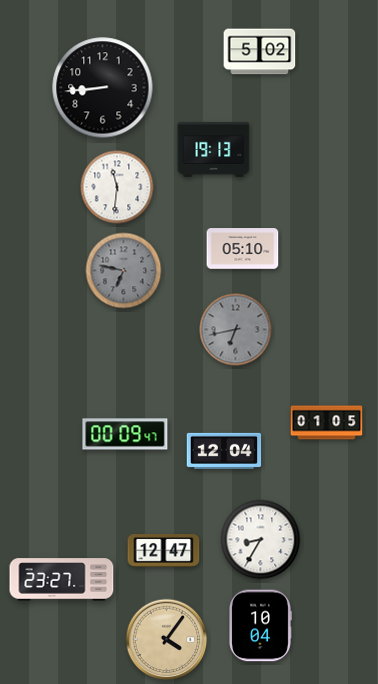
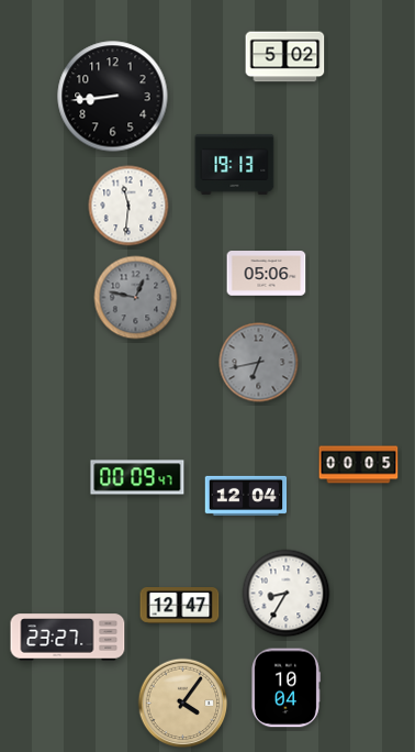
clock at (243, 249): 05:10 -> 05:06
clock at (124, 271): 6:47 -> 12:47
clock at (327, 423): 01:05 -> 00:05
